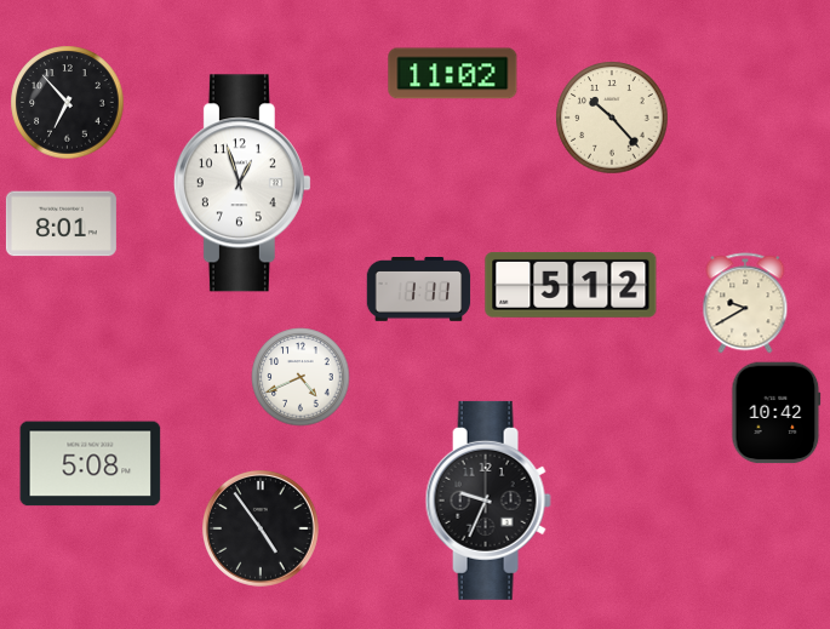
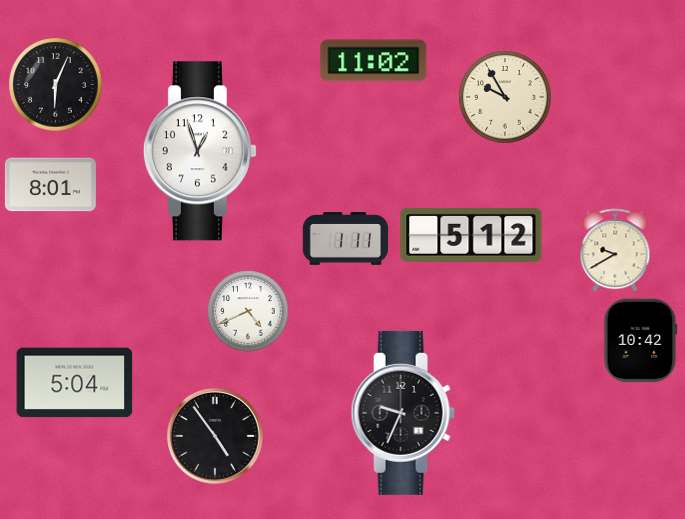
clock at (68, 103): 6:53 -> 6:04
clock at (612, 118): 10:23 -> 9:55
clock at (91, 464): 5:08 -> 5:04
